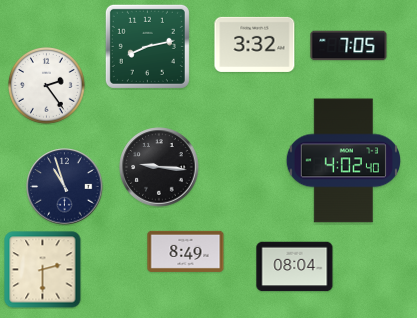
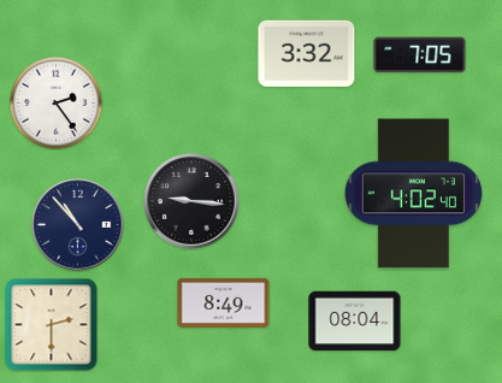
clock at (147, 46): 8:13 -> none
clock at (65, 187): 10:57 -> 10:53
